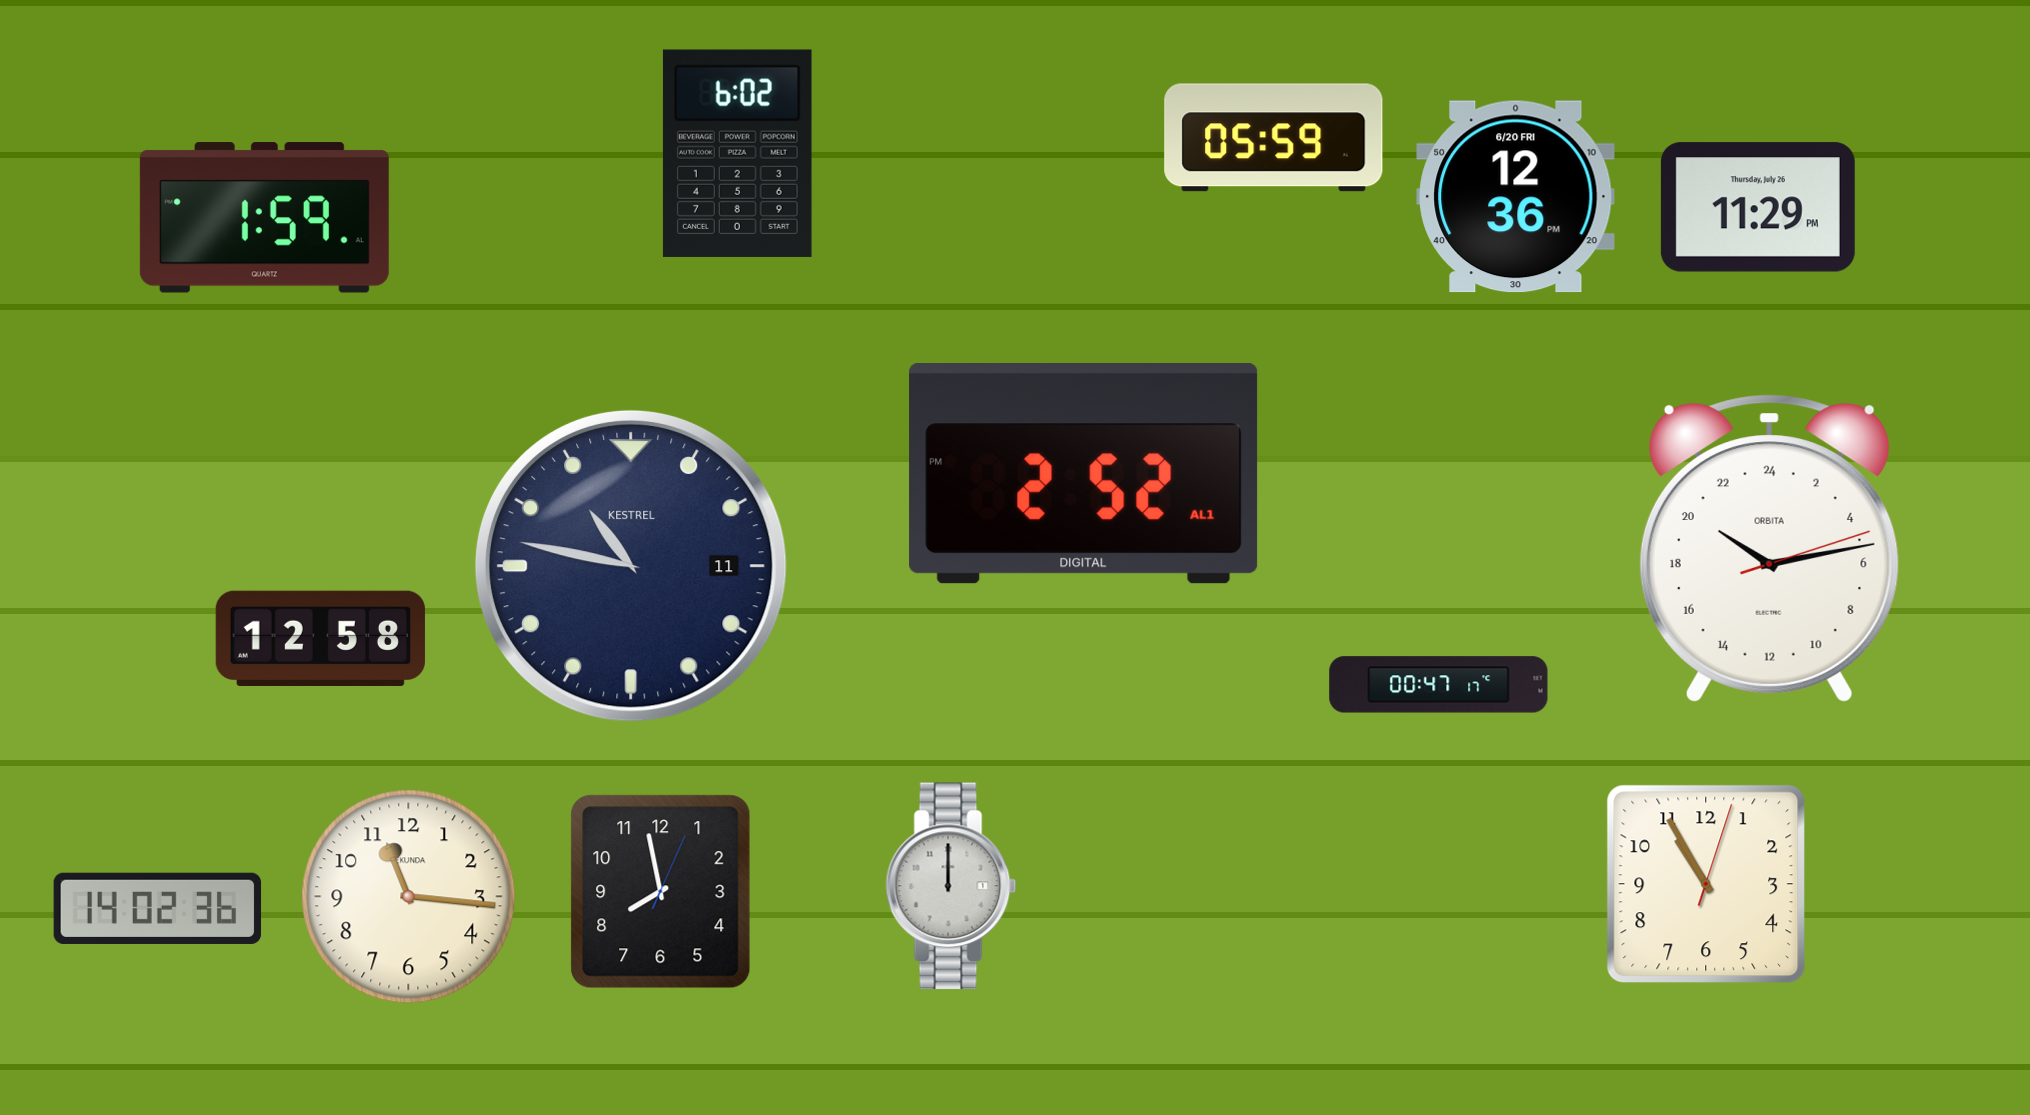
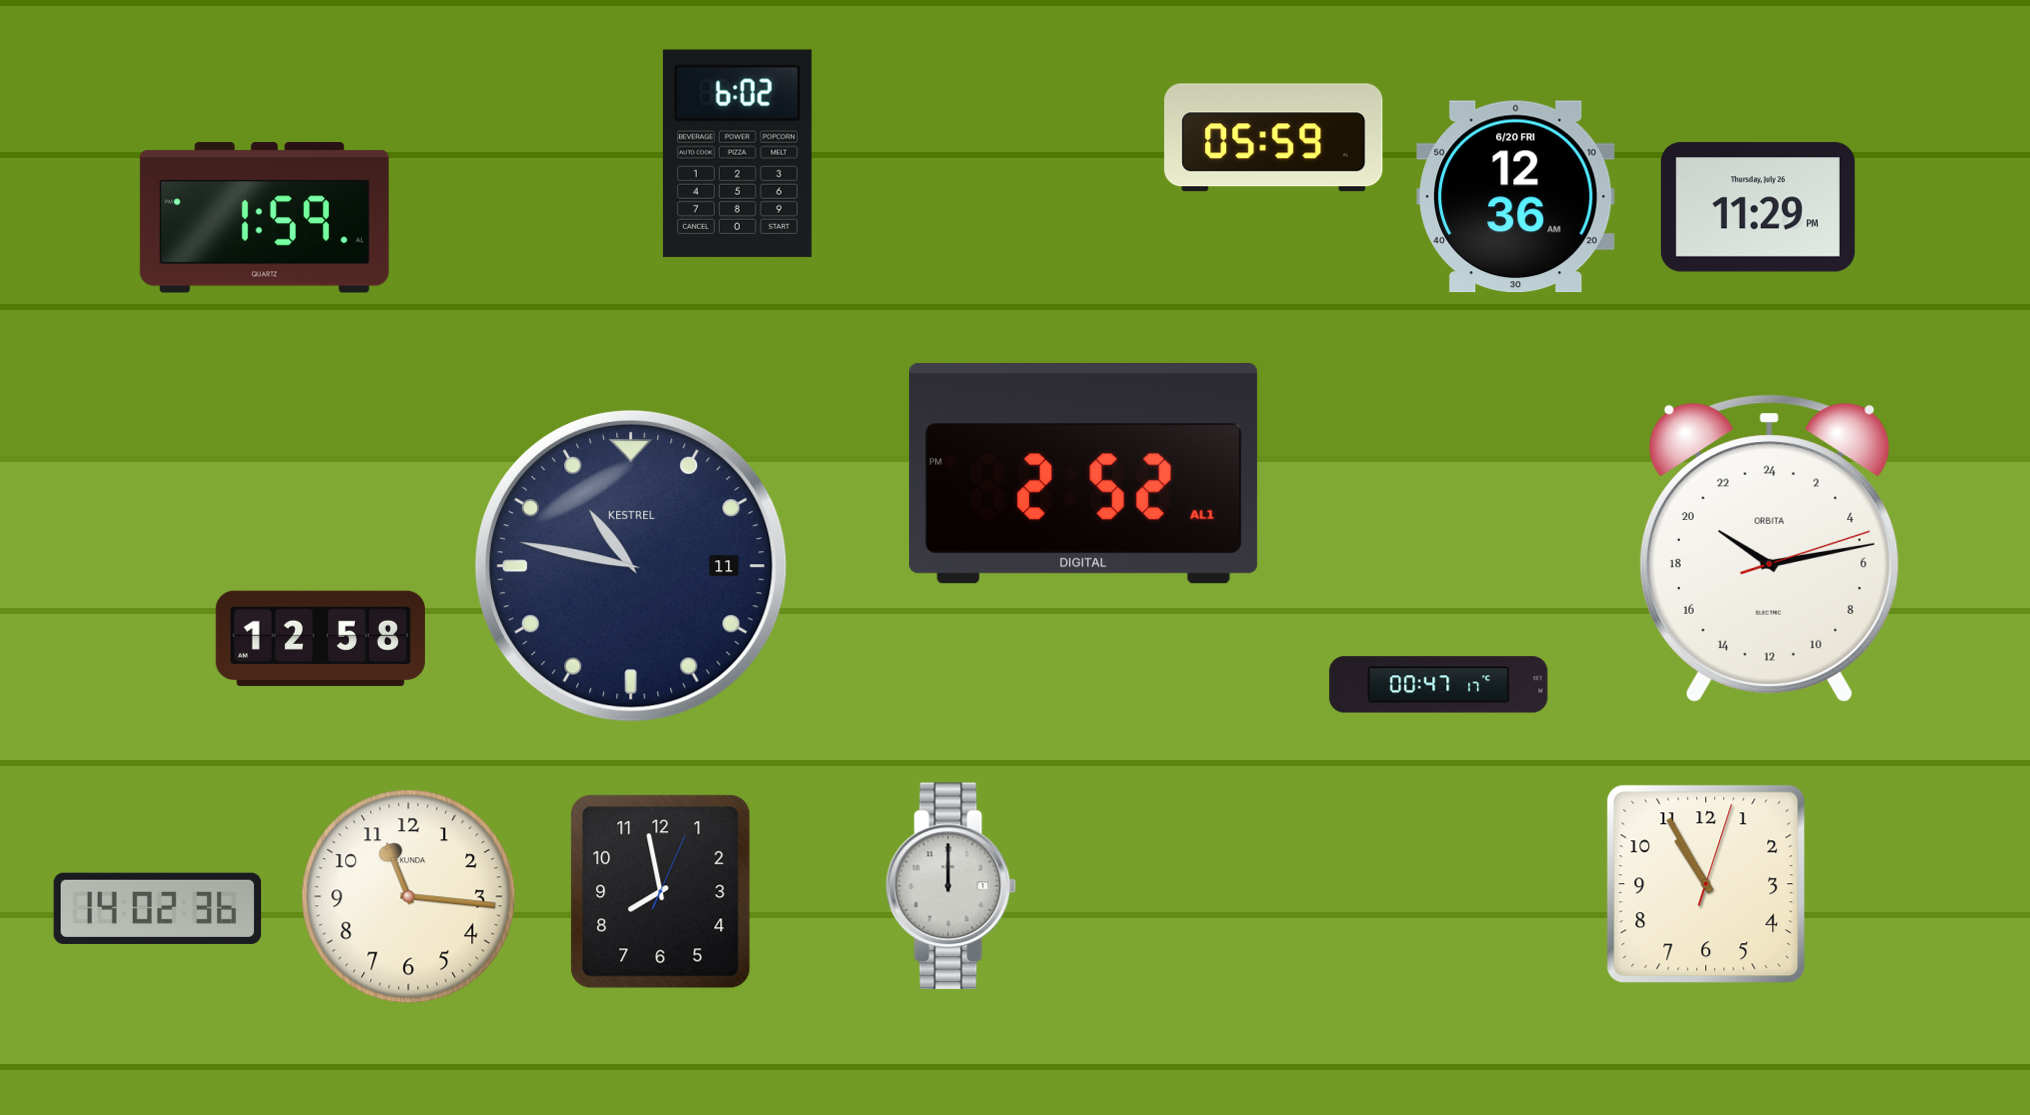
clock at (1516, 197): 12:36 PM -> 12:36 AM
